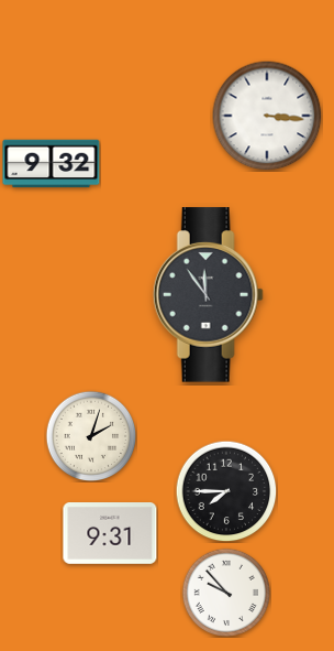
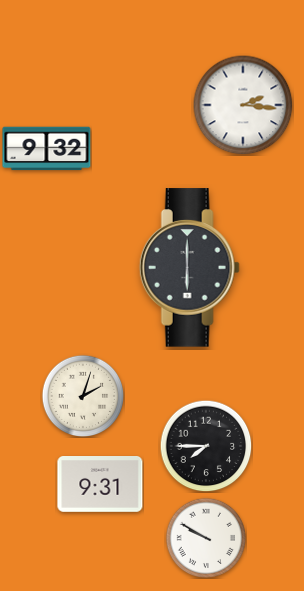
clock at (267, 116): 3:16 -> 2:16
clock at (208, 295): 11:54 -> 6:00
clock at (226, 593): 9:53 -> 9:50
